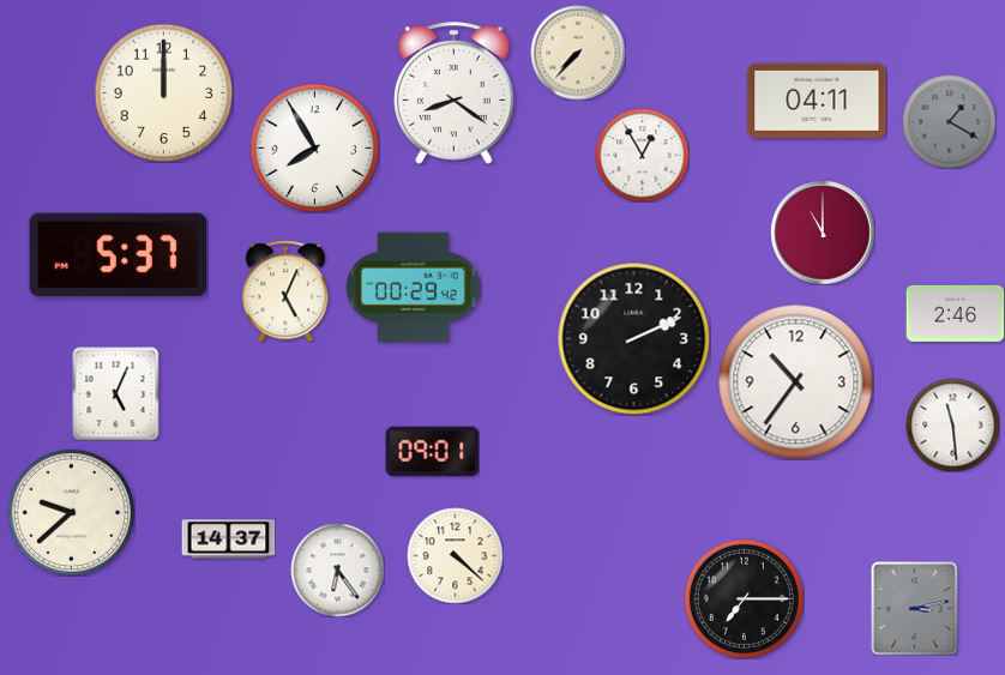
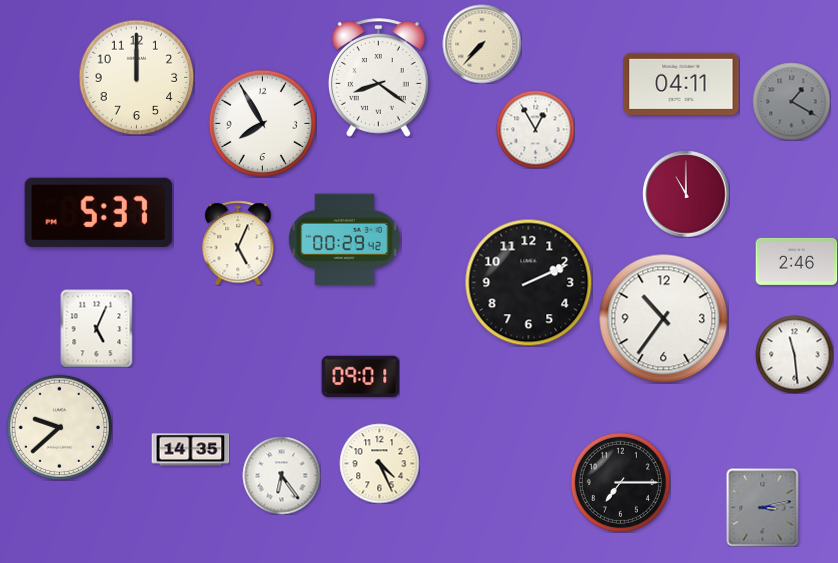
clock at (228, 540): 14:37 -> 14:35
clock at (455, 555): 4:22 -> 4:26
clock at (744, 598) position: (744, 598) -> (620, 482)
